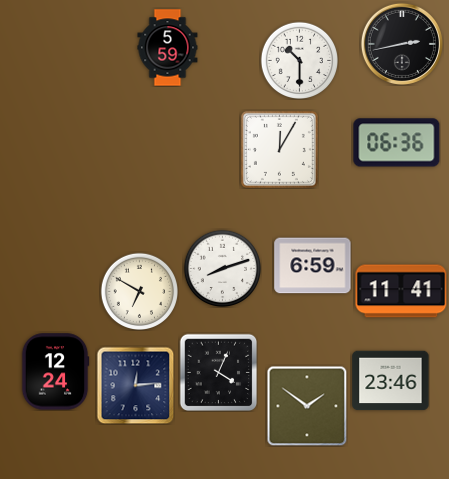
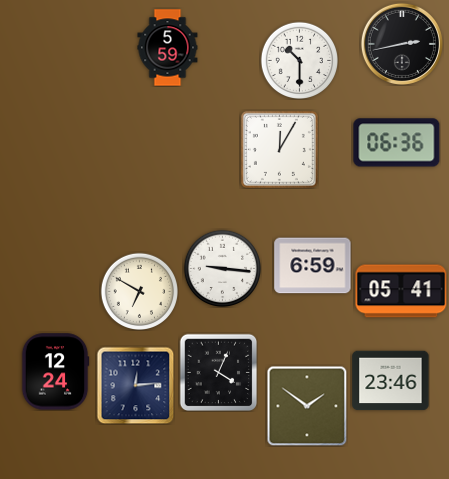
clock at (222, 268): 8:12 -> 9:16
clock at (401, 291): 11:41 -> 05:41
